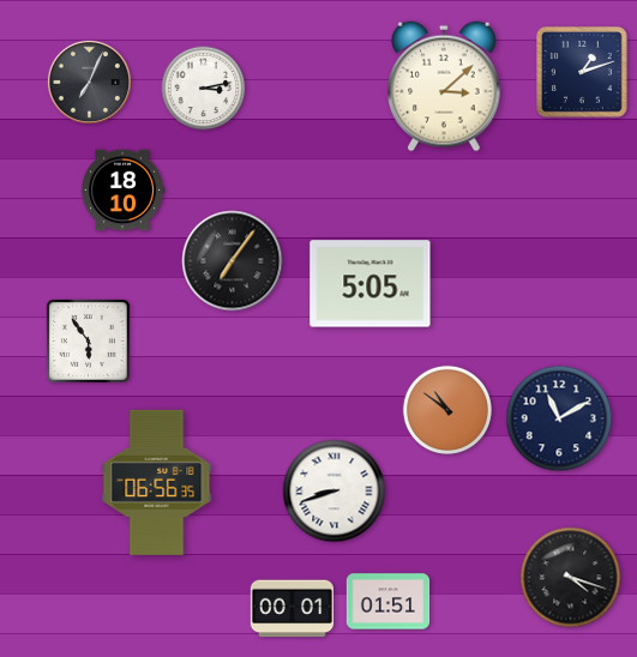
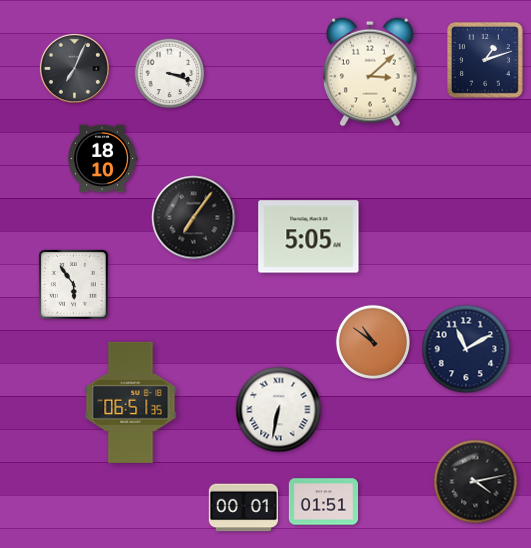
clock at (204, 89): 3:13 -> 3:18
clock at (157, 482): 06:56 -> 06:51
clock at (335, 492): 8:42 -> 6:32
clock at (571, 578): 4:18 -> 4:13
